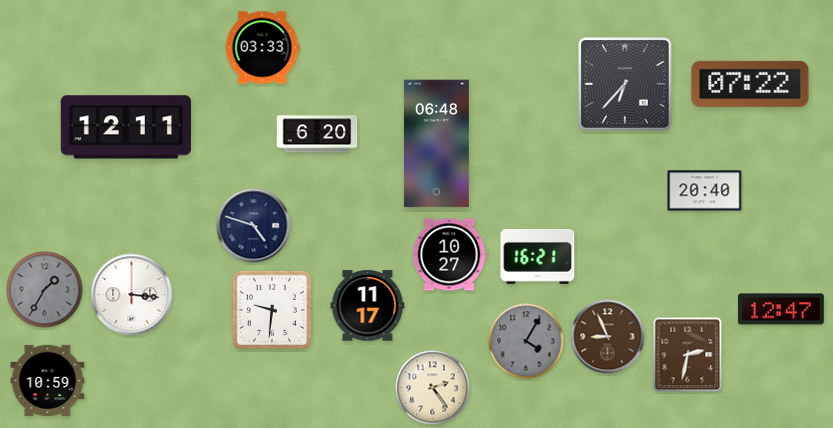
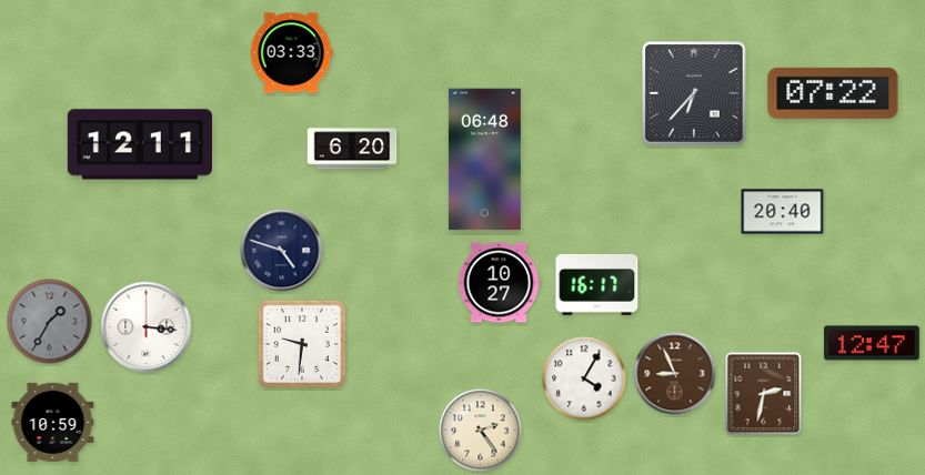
clock at (126, 127) position: (126, 127) -> (140, 144)
clock at (538, 256): 16:21 -> 16:17
clock at (368, 306): 11:17 -> none
clock at (781, 309) position: (781, 309) -> (872, 343)
clock at (526, 341) dial: grey -> white
